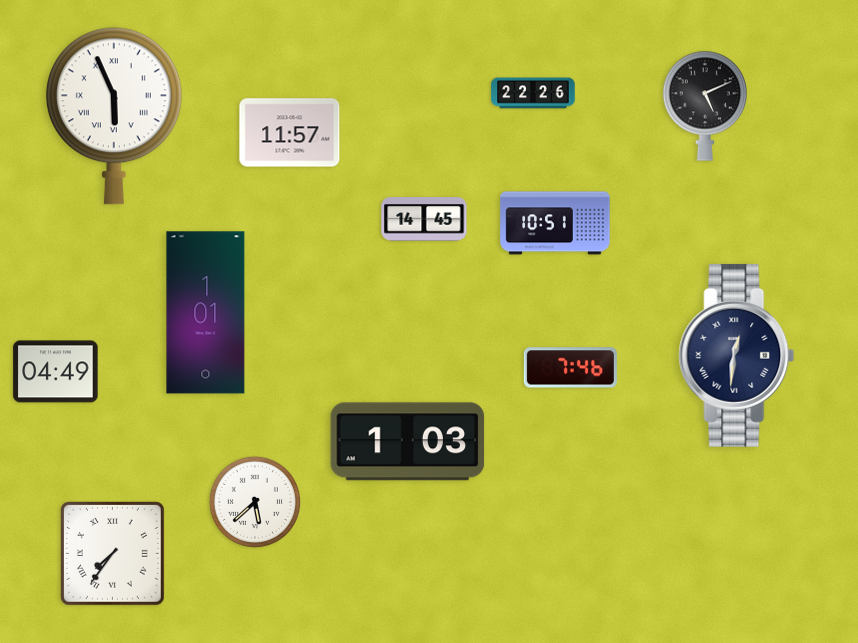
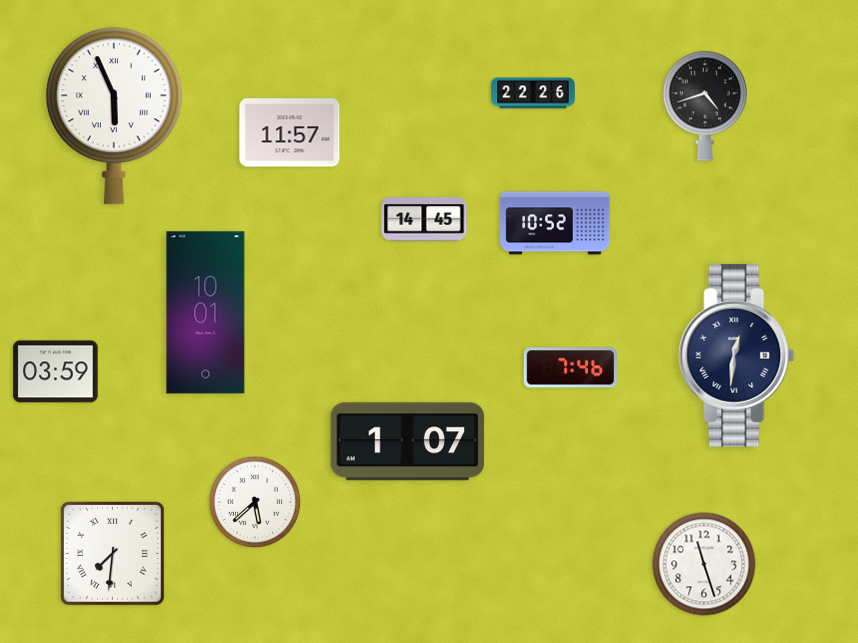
clock at (704, 106): 5:11 -> 4:42
clock at (555, 223): 10:51 -> 10:52
clock at (206, 313): 1:01 -> 10:01
clock at (56, 372): 04:49 -> 03:59
clock at (408, 442): 1:03 -> 1:07
clock at (113, 554): 7:36 -> 7:31
clock at (704, 564): none -> 11:27
